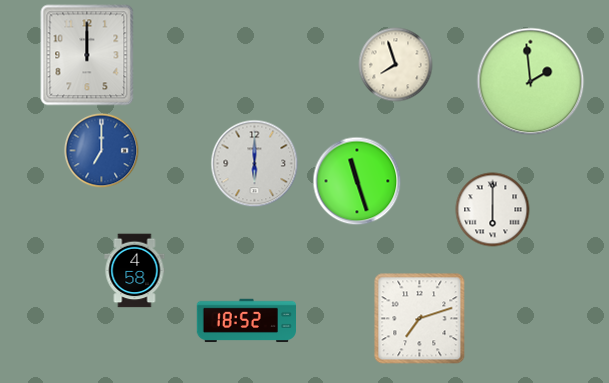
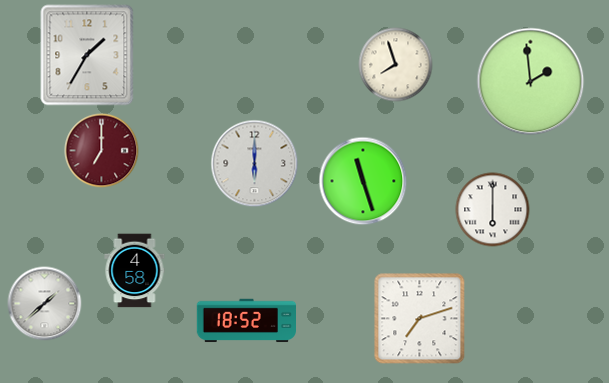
clock at (87, 55): 12:00 -> 1:35
clock at (102, 151) dial: blue -> burgundy
clock at (357, 181) position: (357, 181) -> (363, 181)
clock at (45, 304): none -> 1:38
